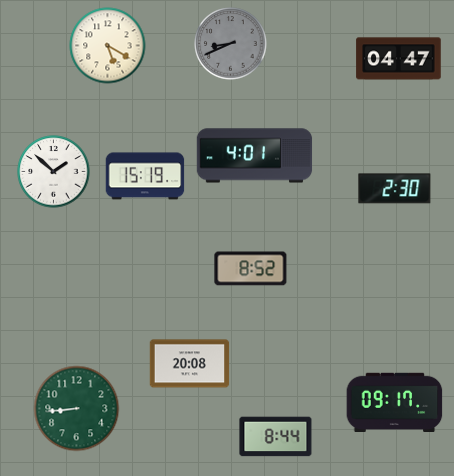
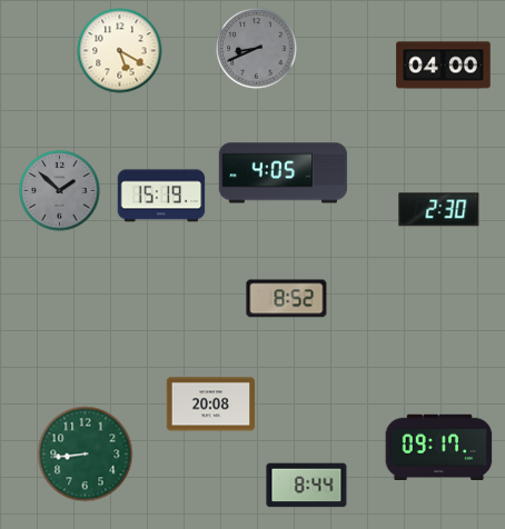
clock at (399, 59): 04:47 -> 04:00
clock at (255, 156): 4:01 -> 4:05
clock at (54, 172) dial: white -> grey
clock at (251, 269) position: (251, 269) -> (287, 299)
